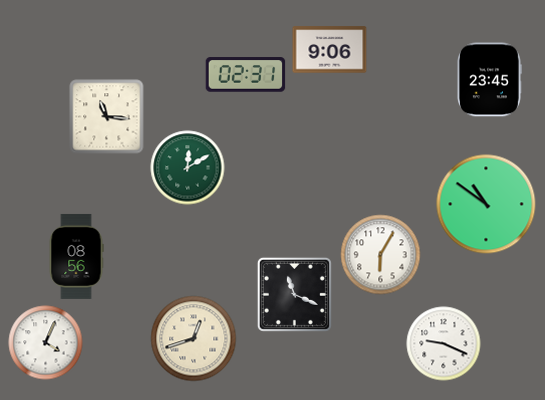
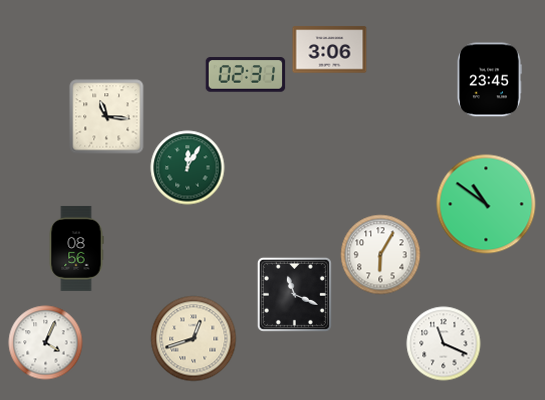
clock at (330, 50): 9:06 -> 3:06
clock at (188, 168): 12:10 -> 12:05
clock at (76, 256) position: (76, 256) -> (76, 248)
clock at (444, 344): 9:19 -> 11:19
